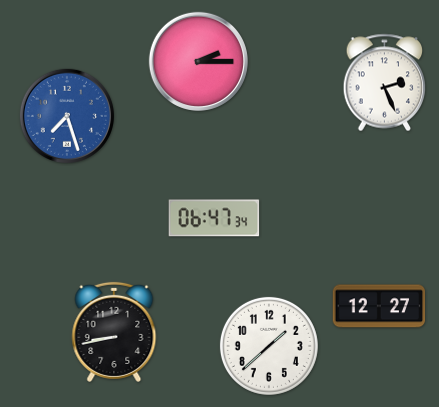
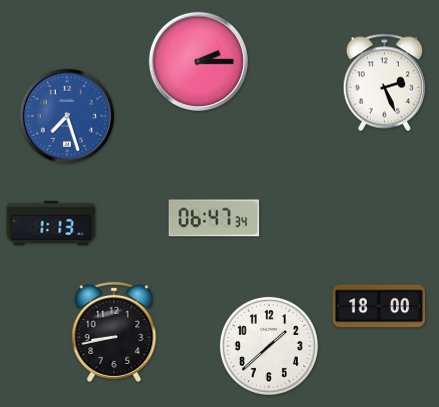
clock at (51, 222): none -> 1:13
clock at (379, 306): 12:27 -> 18:00
